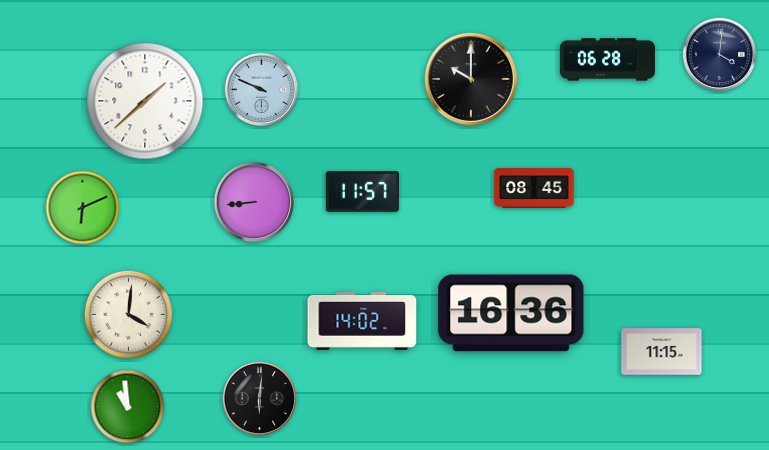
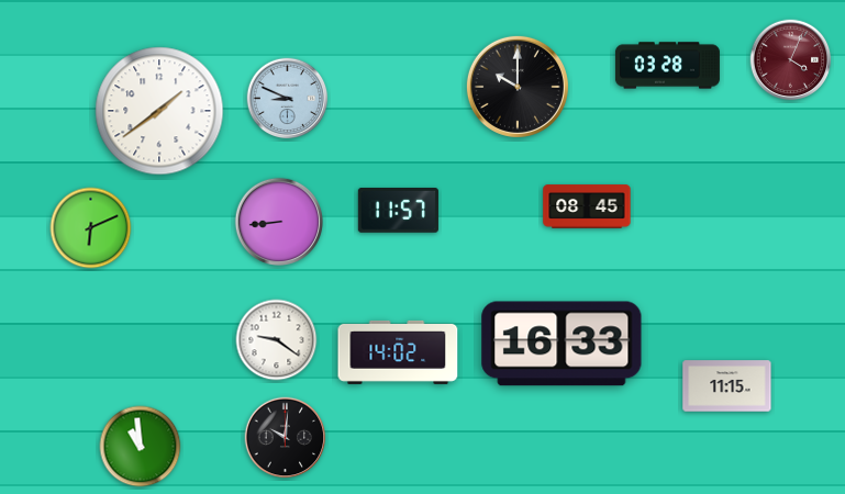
clock at (720, 55): 4:01 -> 4:04
clock at (720, 55) dial: navy -> burgundy
clock at (607, 60): 06:28 -> 03:28
clock at (262, 90): 9:49 -> 8:49
clock at (145, 101): 1:38 -> 1:39
clock at (277, 340): none -> 9:21
clock at (511, 313): 16:36 -> 16:33
clock at (128, 314): 4:01 -> none
clock at (260, 399): 6:01 -> 10:01
